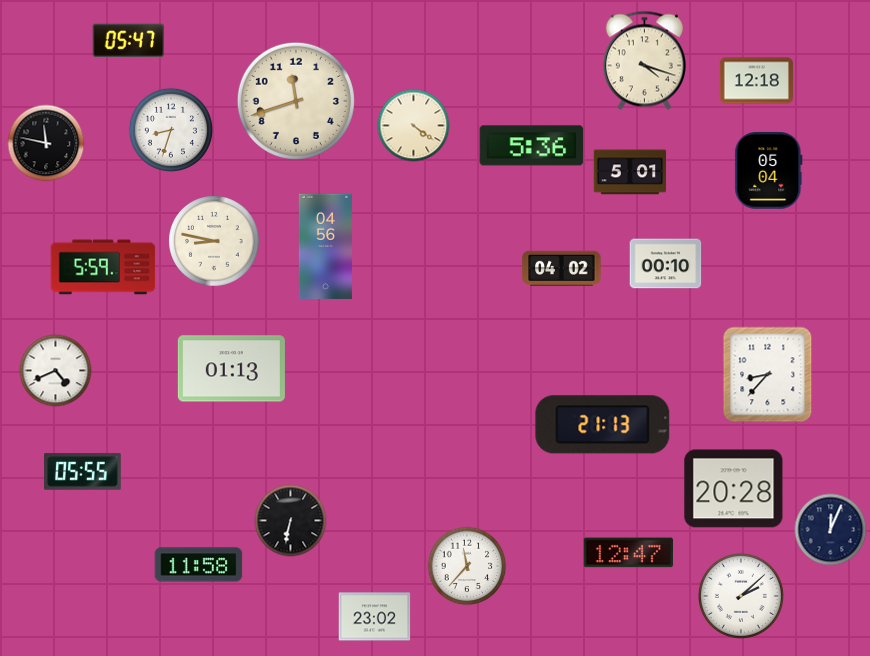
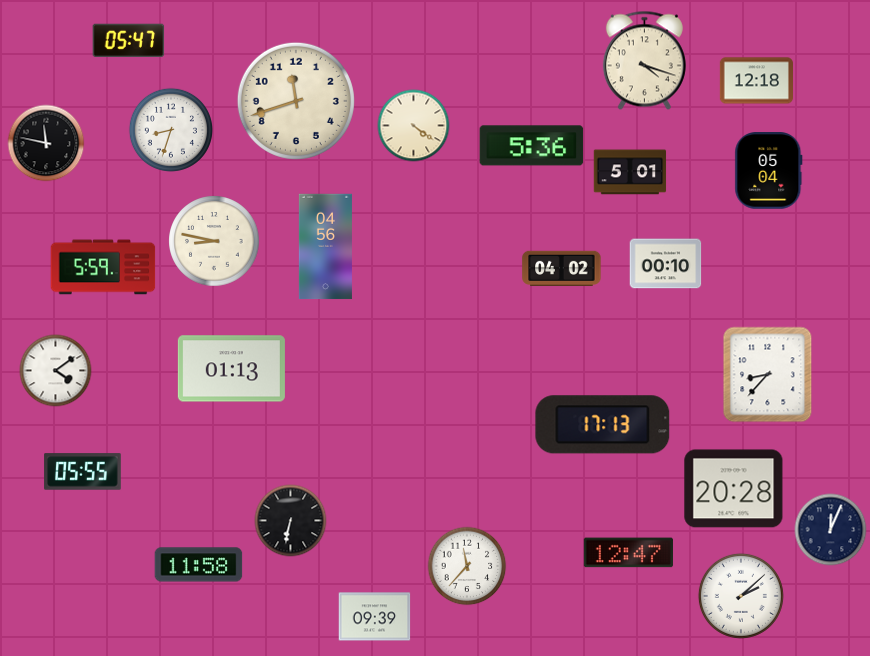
clock at (56, 371): 4:41 -> 4:09
clock at (603, 425): 21:13 -> 17:13
clock at (375, 617): 23:02 -> 09:39
